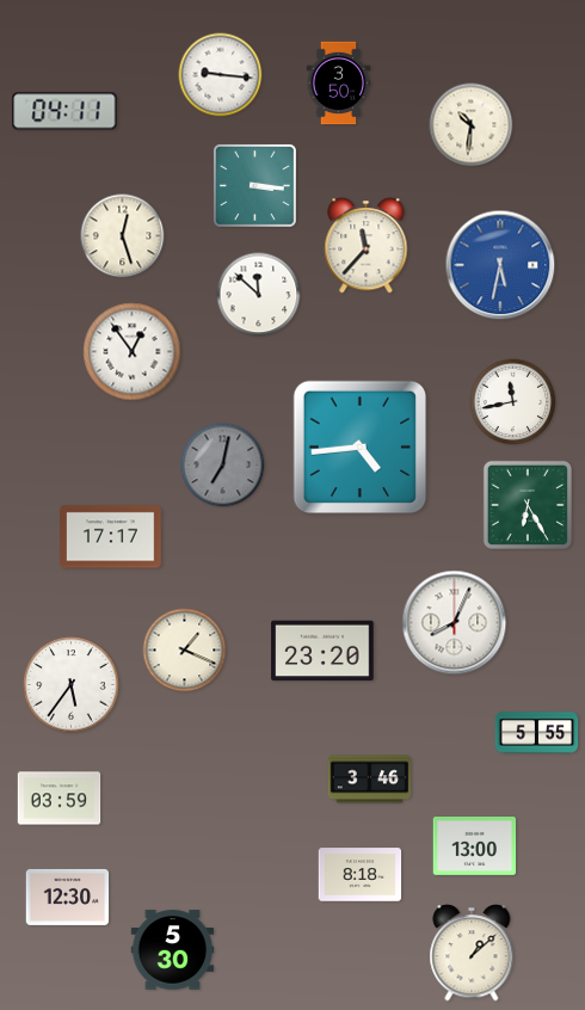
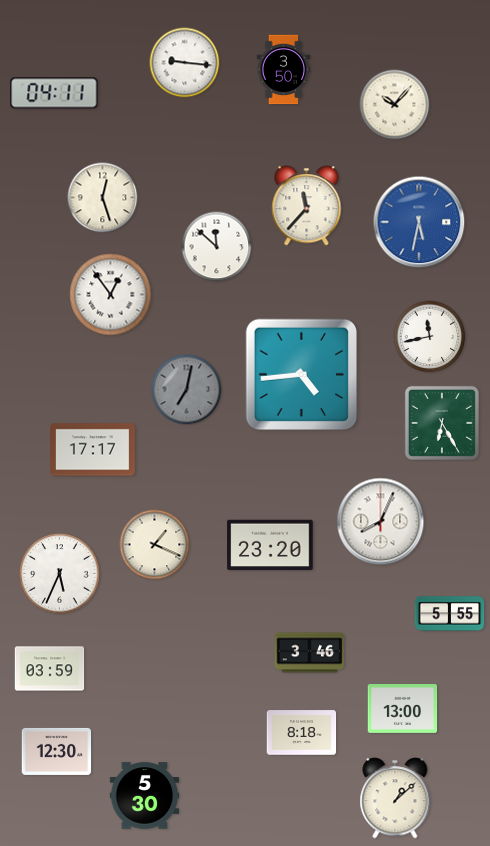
clock at (472, 125): 10:31 -> 10:07
clock at (255, 186): 3:16 -> none
clock at (72, 685): 5:36 -> 5:34
clock at (475, 846) position: (475, 846) -> (403, 709)
